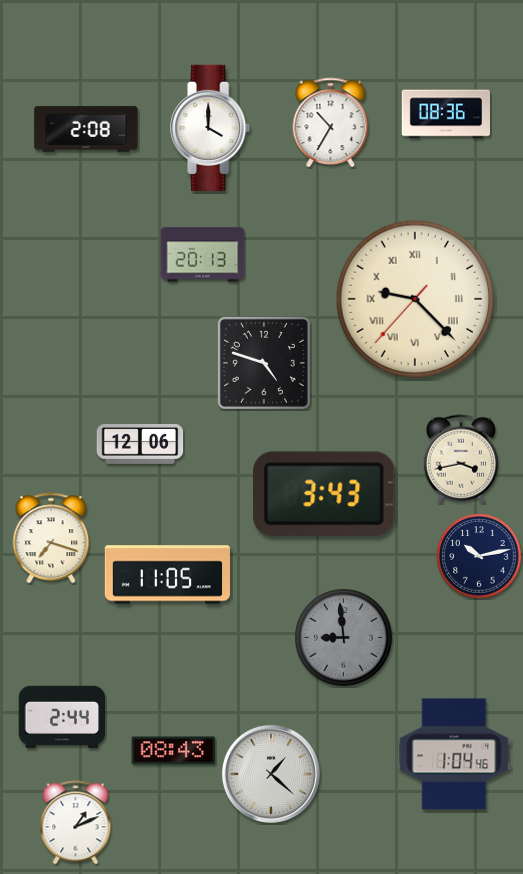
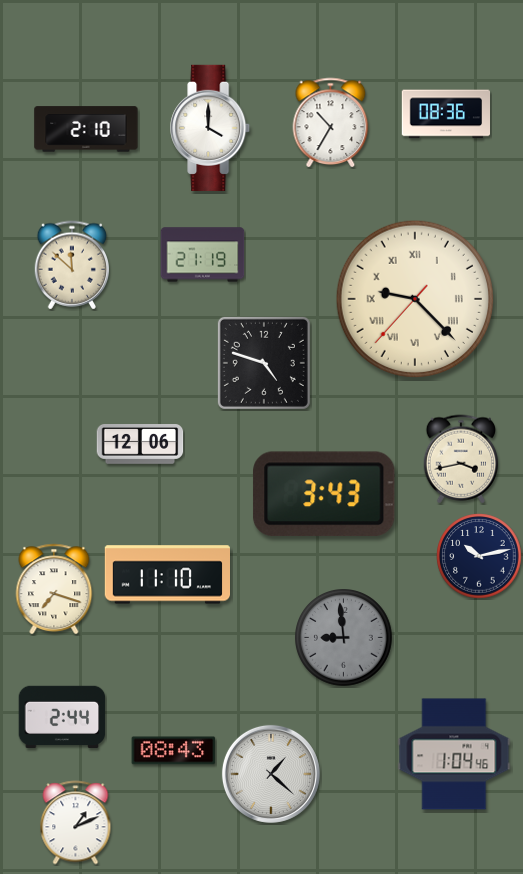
clock at (86, 129): 2:08 -> 2:10
clock at (203, 255): 20:13 -> 21:19
clock at (71, 265): none -> 11:52
clock at (51, 538) position: (51, 538) -> (54, 589)
clock at (167, 575): 11:05 -> 11:10
